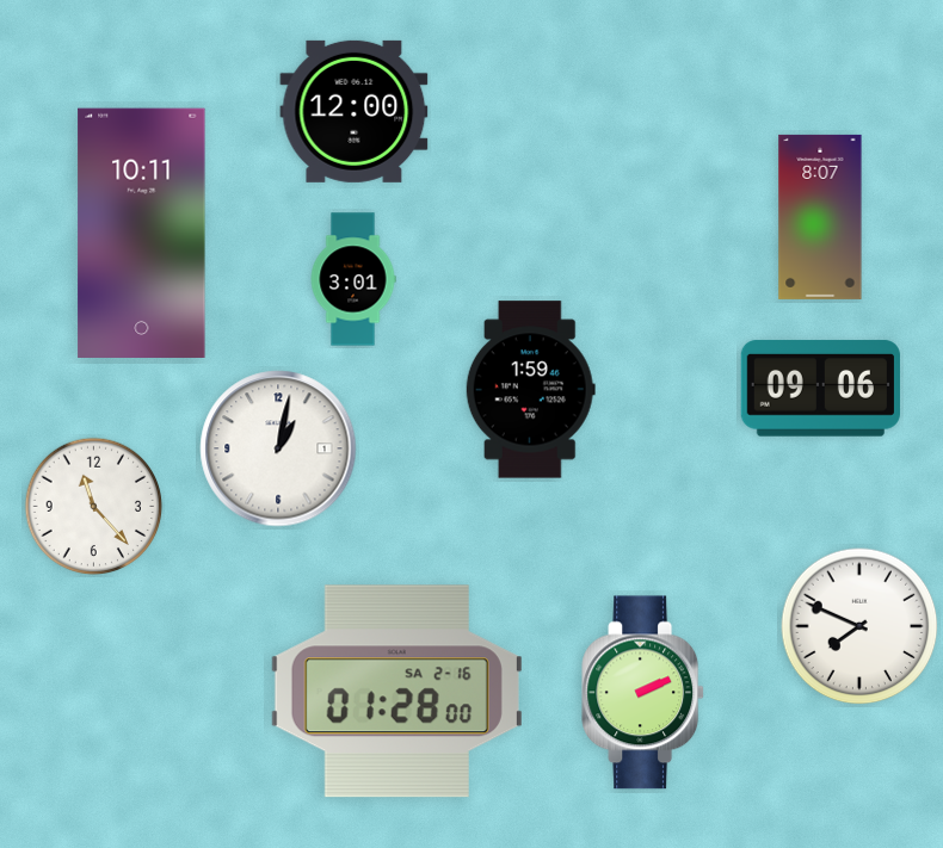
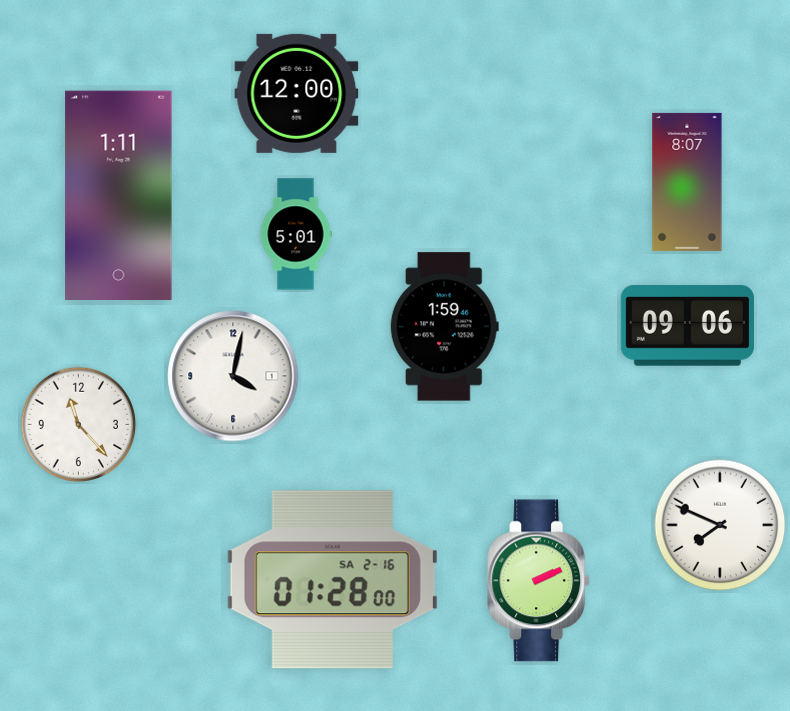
clock at (142, 233): 10:11 -> 1:11
clock at (353, 279): 3:01 -> 5:01
clock at (278, 448): 1:02 -> 4:02
